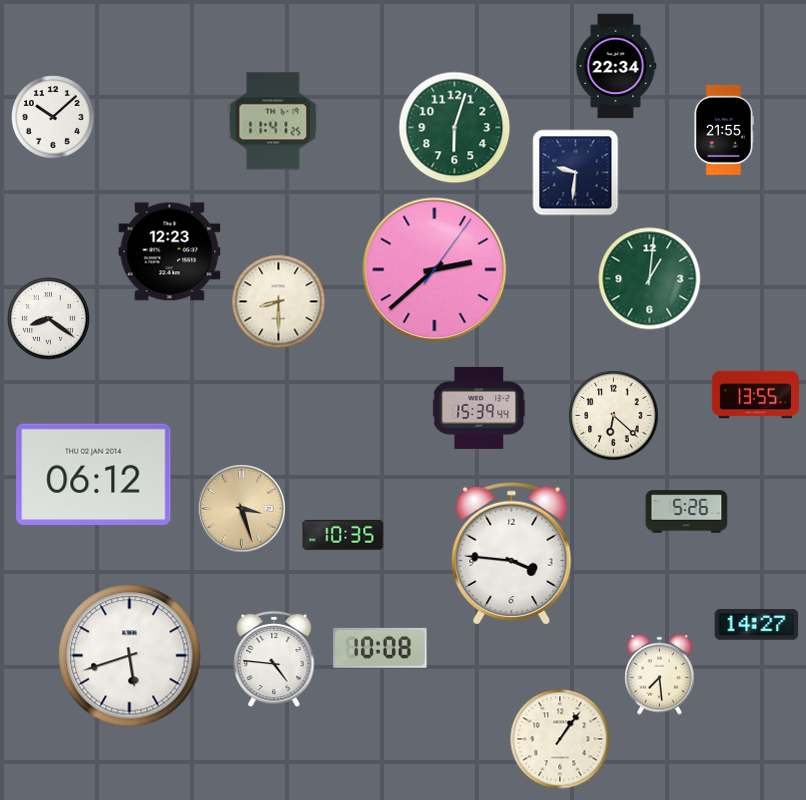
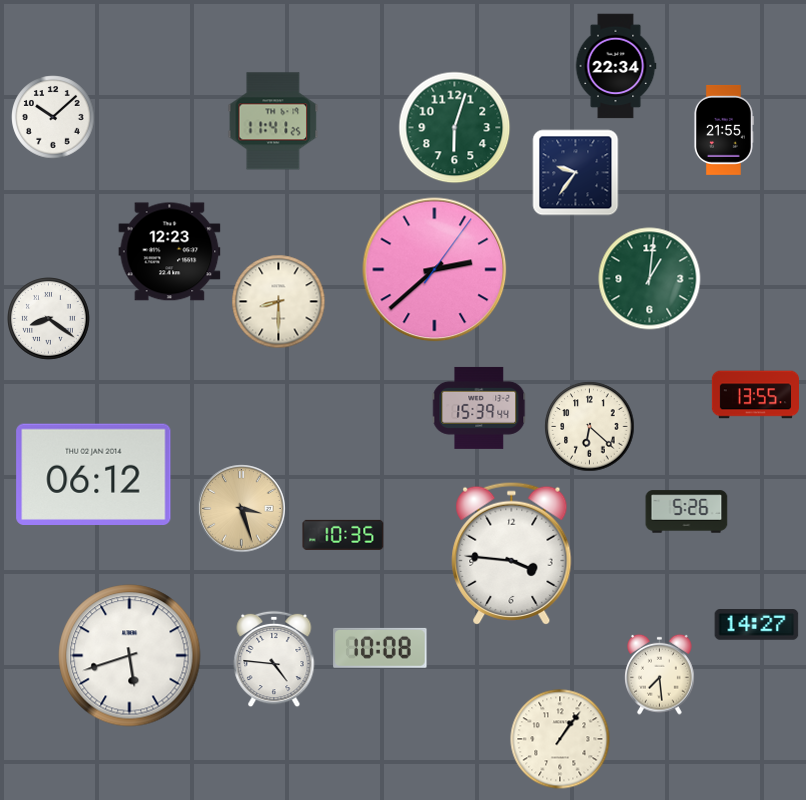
clock at (576, 173): 9:31 -> 9:36
clock at (614, 416) position: (614, 416) -> (590, 427)
